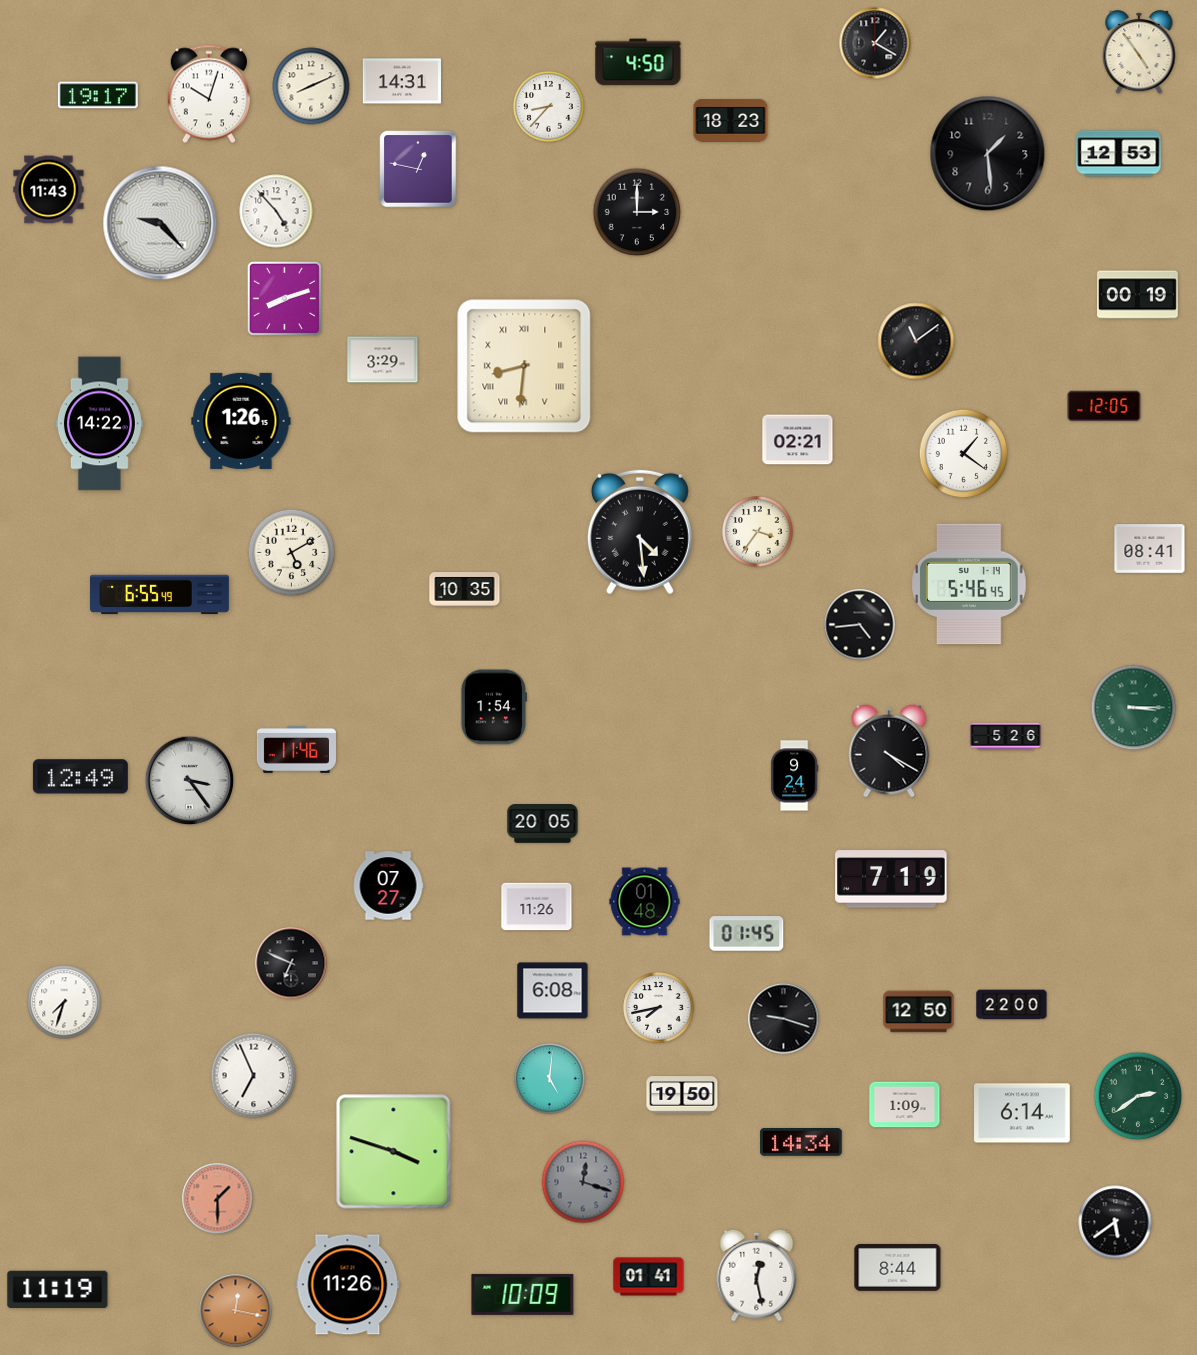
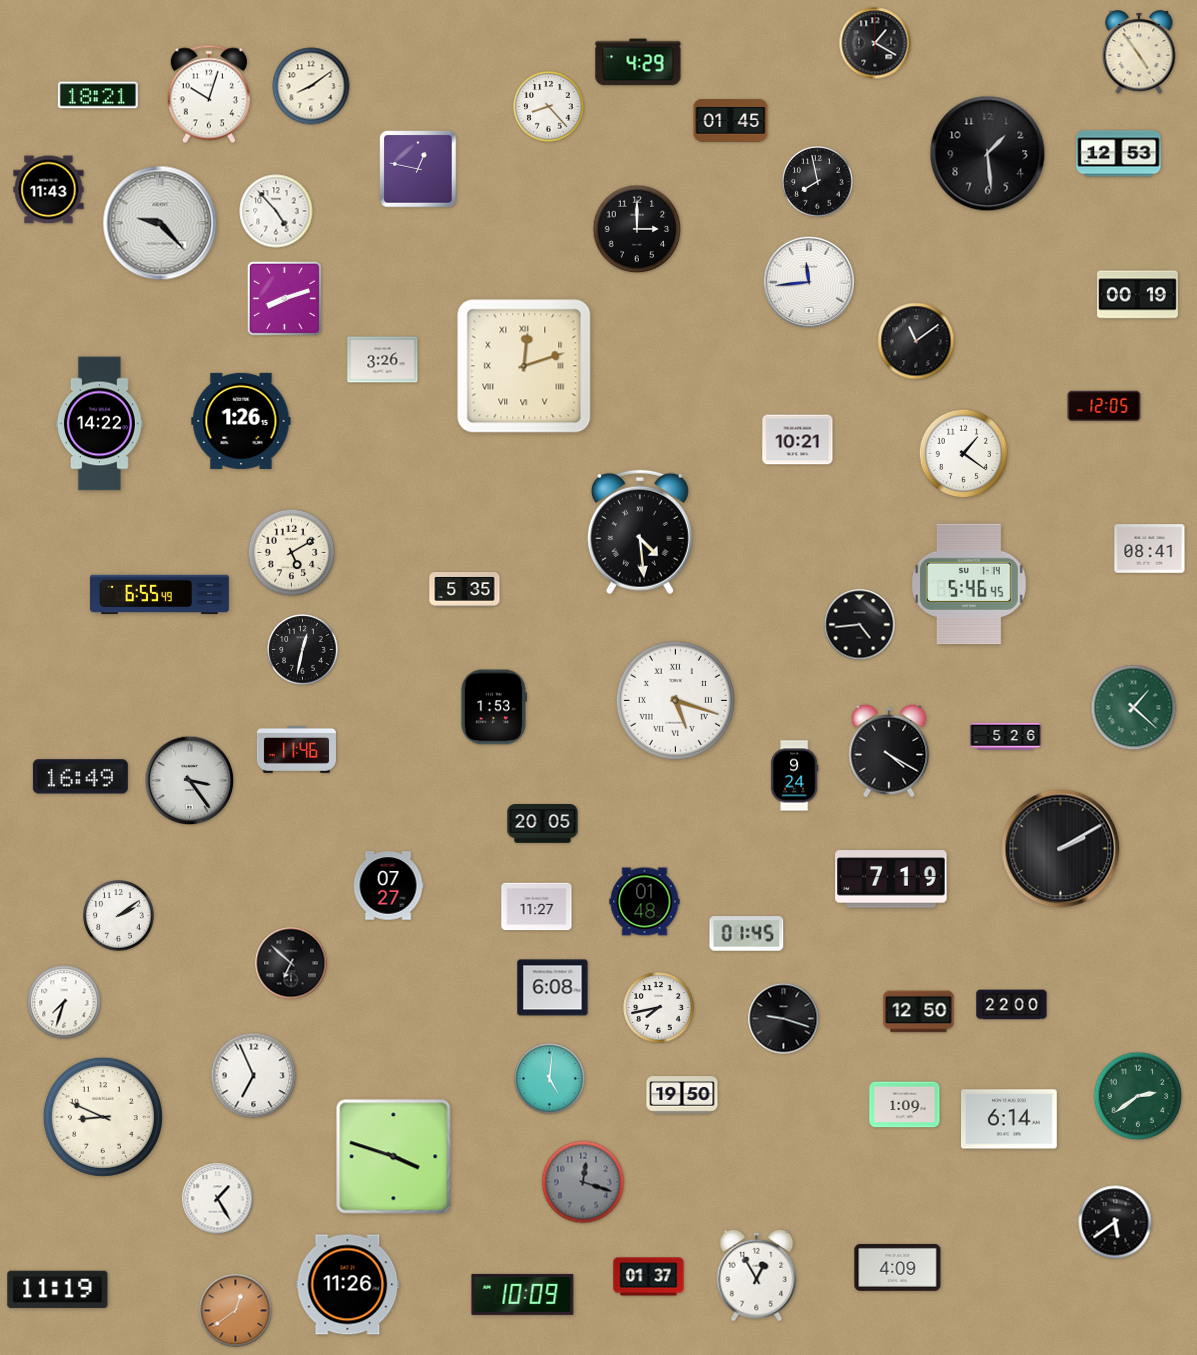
clock at (638, 62): 4:50 -> 4:29
clock at (401, 81): 14:31 -> none
clock at (311, 86): 8:11 -> 8:09
clock at (98, 95): 19:17 -> 18:21
clock at (549, 107): 8:37 -> 8:23
clock at (731, 121): 18:23 -> 01:45
clock at (818, 182): none -> 7:58
clock at (637, 212) position: (637, 212) -> (637, 229)
clock at (808, 281): none -> 11:44
clock at (383, 360): 3:29 -> 3:26
clock at (524, 366): 8:31 -> 12:12
clock at (798, 440): 02:21 -> 10:21
clock at (758, 532): 3:36 -> none
clock at (465, 590): 10:35 -> 5:35
clock at (303, 650): none -> 12:32
clock at (675, 700): none -> 5:18
clock at (494, 707): 1:54 -> 1:53
clock at (1134, 708): 3:15 -> 1:22
clock at (80, 777): 12:49 -> 16:49
clock at (1061, 849): none -> 2:10
clock at (537, 907): 11:26 -> 11:27
clock at (119, 916): none -> 2:09
clock at (291, 963): 6:49 -> 6:52
clock at (553, 991) position: (553, 991) -> (553, 988)
clock at (1023, 1113) position: (1023, 1113) -> (1010, 1119)
clock at (103, 1117): none -> 8:49
clock at (801, 1143): 14:34 -> none
clock at (394, 1152) position: (394, 1152) -> (394, 1157)
clock at (218, 1199): 1:30 -> 1:25
clock at (218, 1199) dial: salmon -> white
clock at (898, 1268): 8:44 -> 4:09
clock at (757, 1275): 12:28 -> 12:55
clock at (649, 1277): 01:41 -> 01:37
clock at (236, 1311): 12:17 -> 12:39
